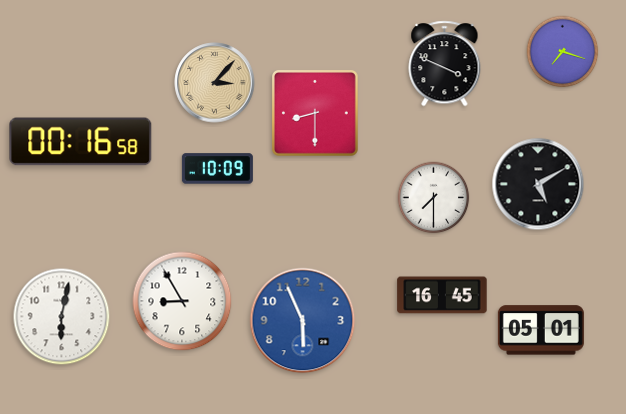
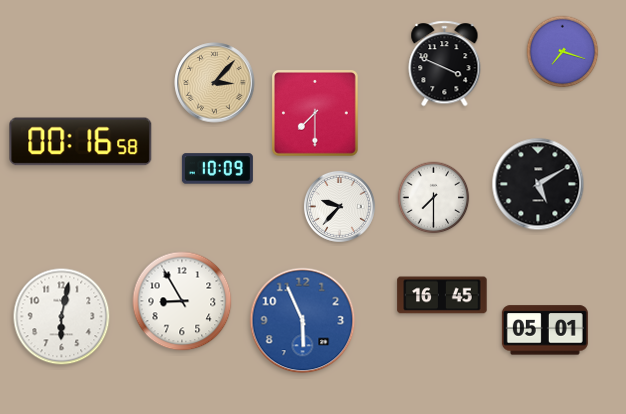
clock at (315, 113): 8:30 -> 7:30
clock at (339, 206): none -> 9:37
clock at (541, 330) position: (541, 330) -> (545, 330)
